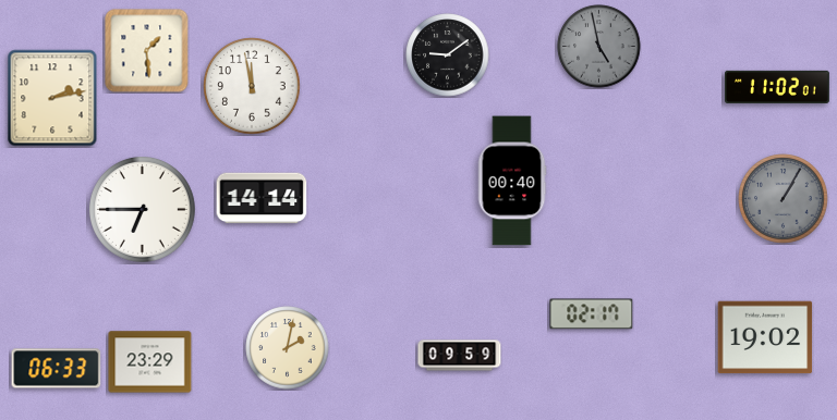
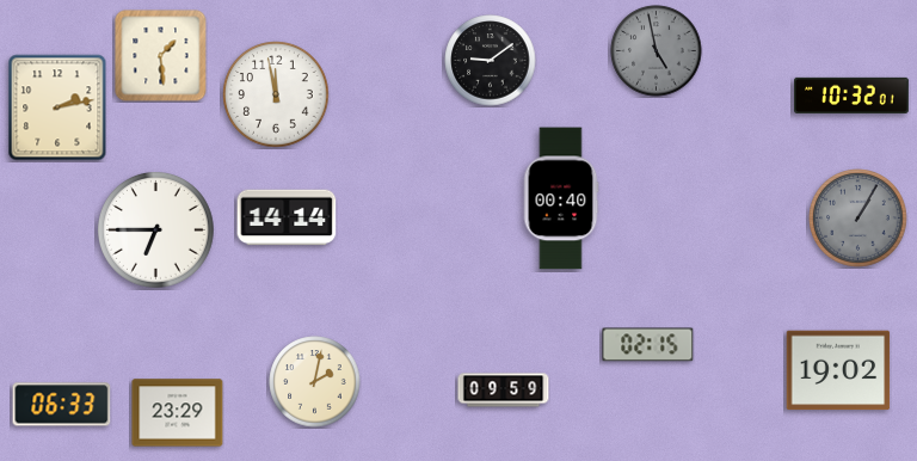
clock at (778, 87): 11:02 -> 10:32
clock at (592, 314): 02:17 -> 02:15
clock at (150, 362) position: (150, 362) -> (178, 413)
